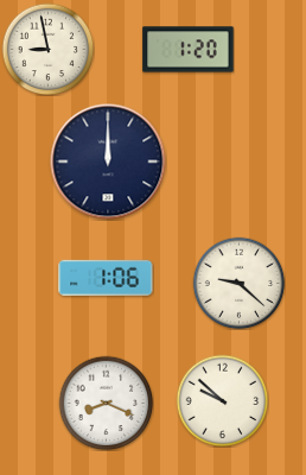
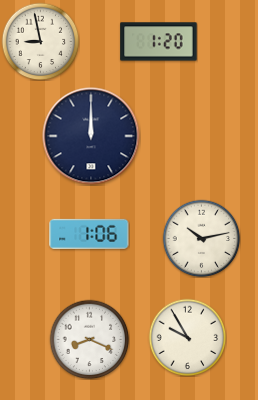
clock at (238, 283): 9:22 -> 10:13
clock at (222, 400): 9:52 -> 9:55
